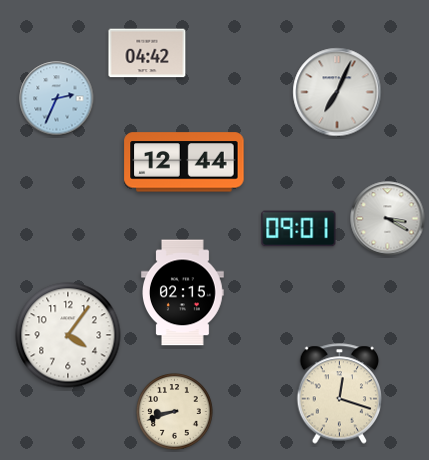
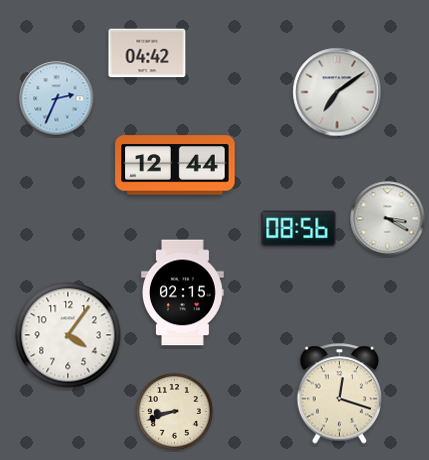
clock at (337, 92): 7:04 -> 7:09
clock at (184, 162) position: (184, 162) -> (175, 165)
clock at (299, 229): 09:01 -> 08:56
